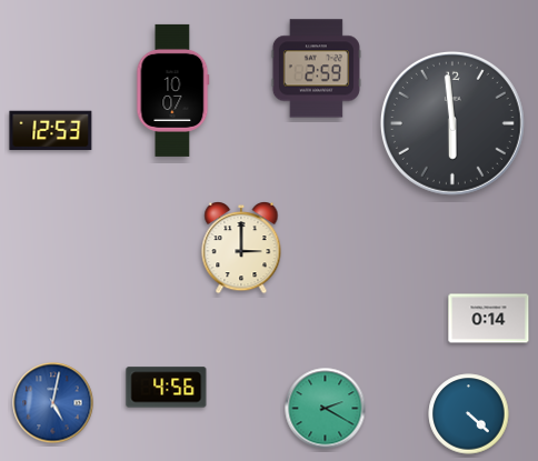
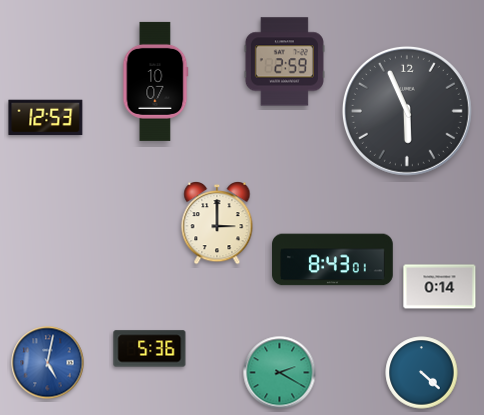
clock at (452, 123): 5:59 -> 5:56
clock at (333, 260): none -> 8:43
clock at (167, 388): 4:56 -> 5:36
clock at (326, 409) position: (326, 409) -> (280, 373)
